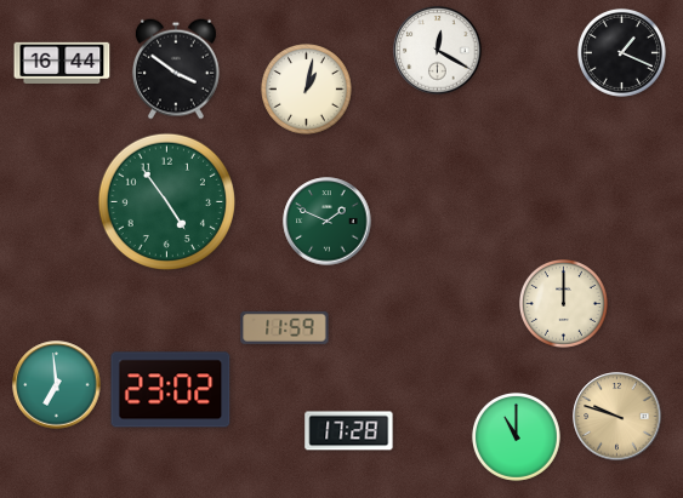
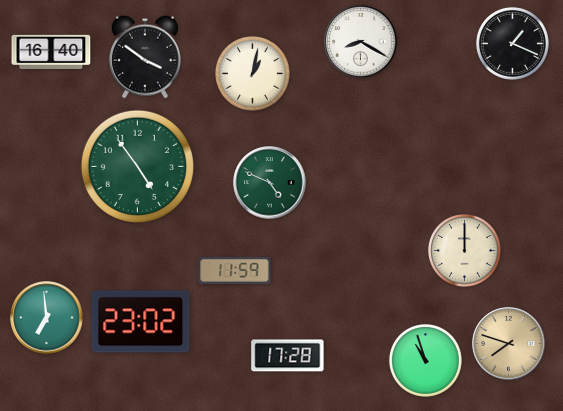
clock at (438, 51): 12:20 -> 8:20
clock at (62, 62): 16:44 -> 16:40
clock at (328, 222): 1:49 -> 4:49
clock at (617, 417): 9:48 -> 7:48
clock at (516, 436): 11:00 -> 10:57
